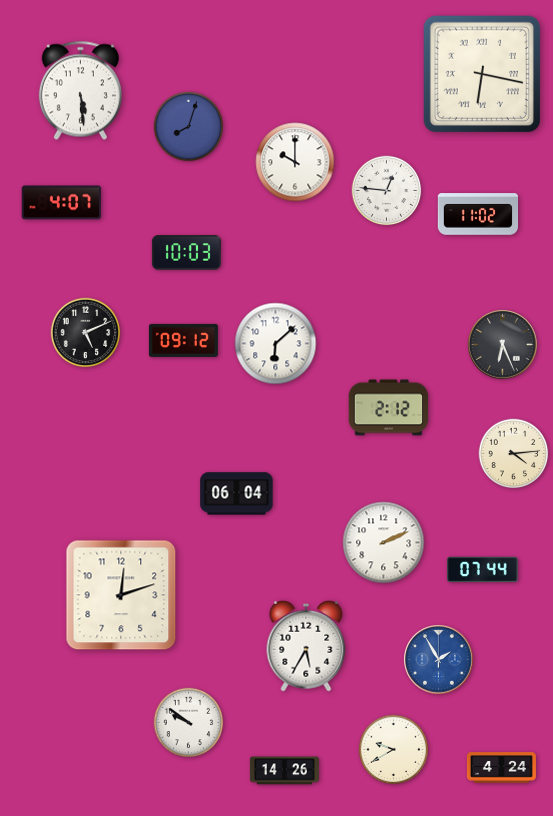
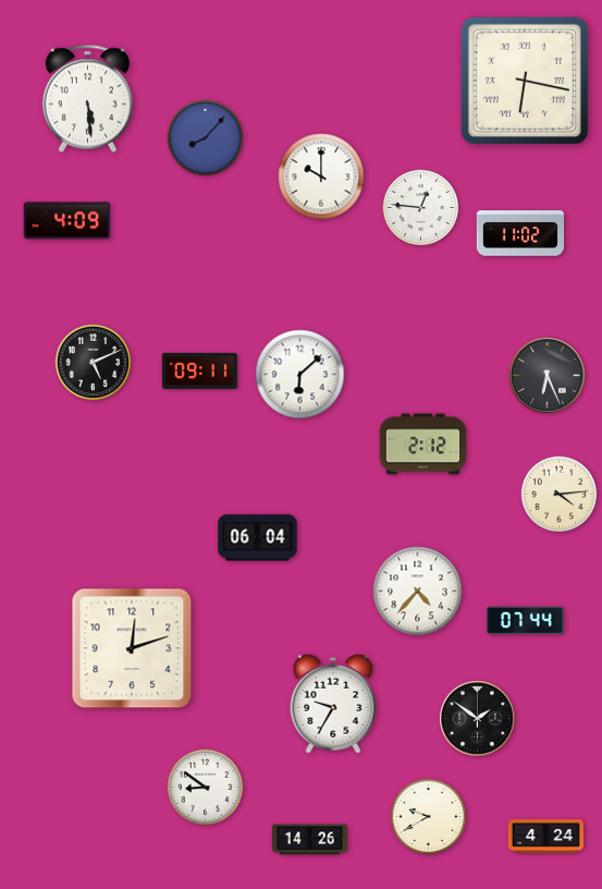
clock at (189, 127): 8:03 -> 8:07
clock at (62, 203): 4:07 -> 4:09
clock at (186, 253): 10:03 -> none
clock at (183, 340): 09:12 -> 09:11
clock at (384, 543): 2:11 -> 4:37
clock at (306, 646): 5:35 -> 9:35
clock at (439, 660): 1:55 -> 1:51
clock at (439, 660) dial: blue -> black
clock at (189, 723): 9:51 -> 8:51
